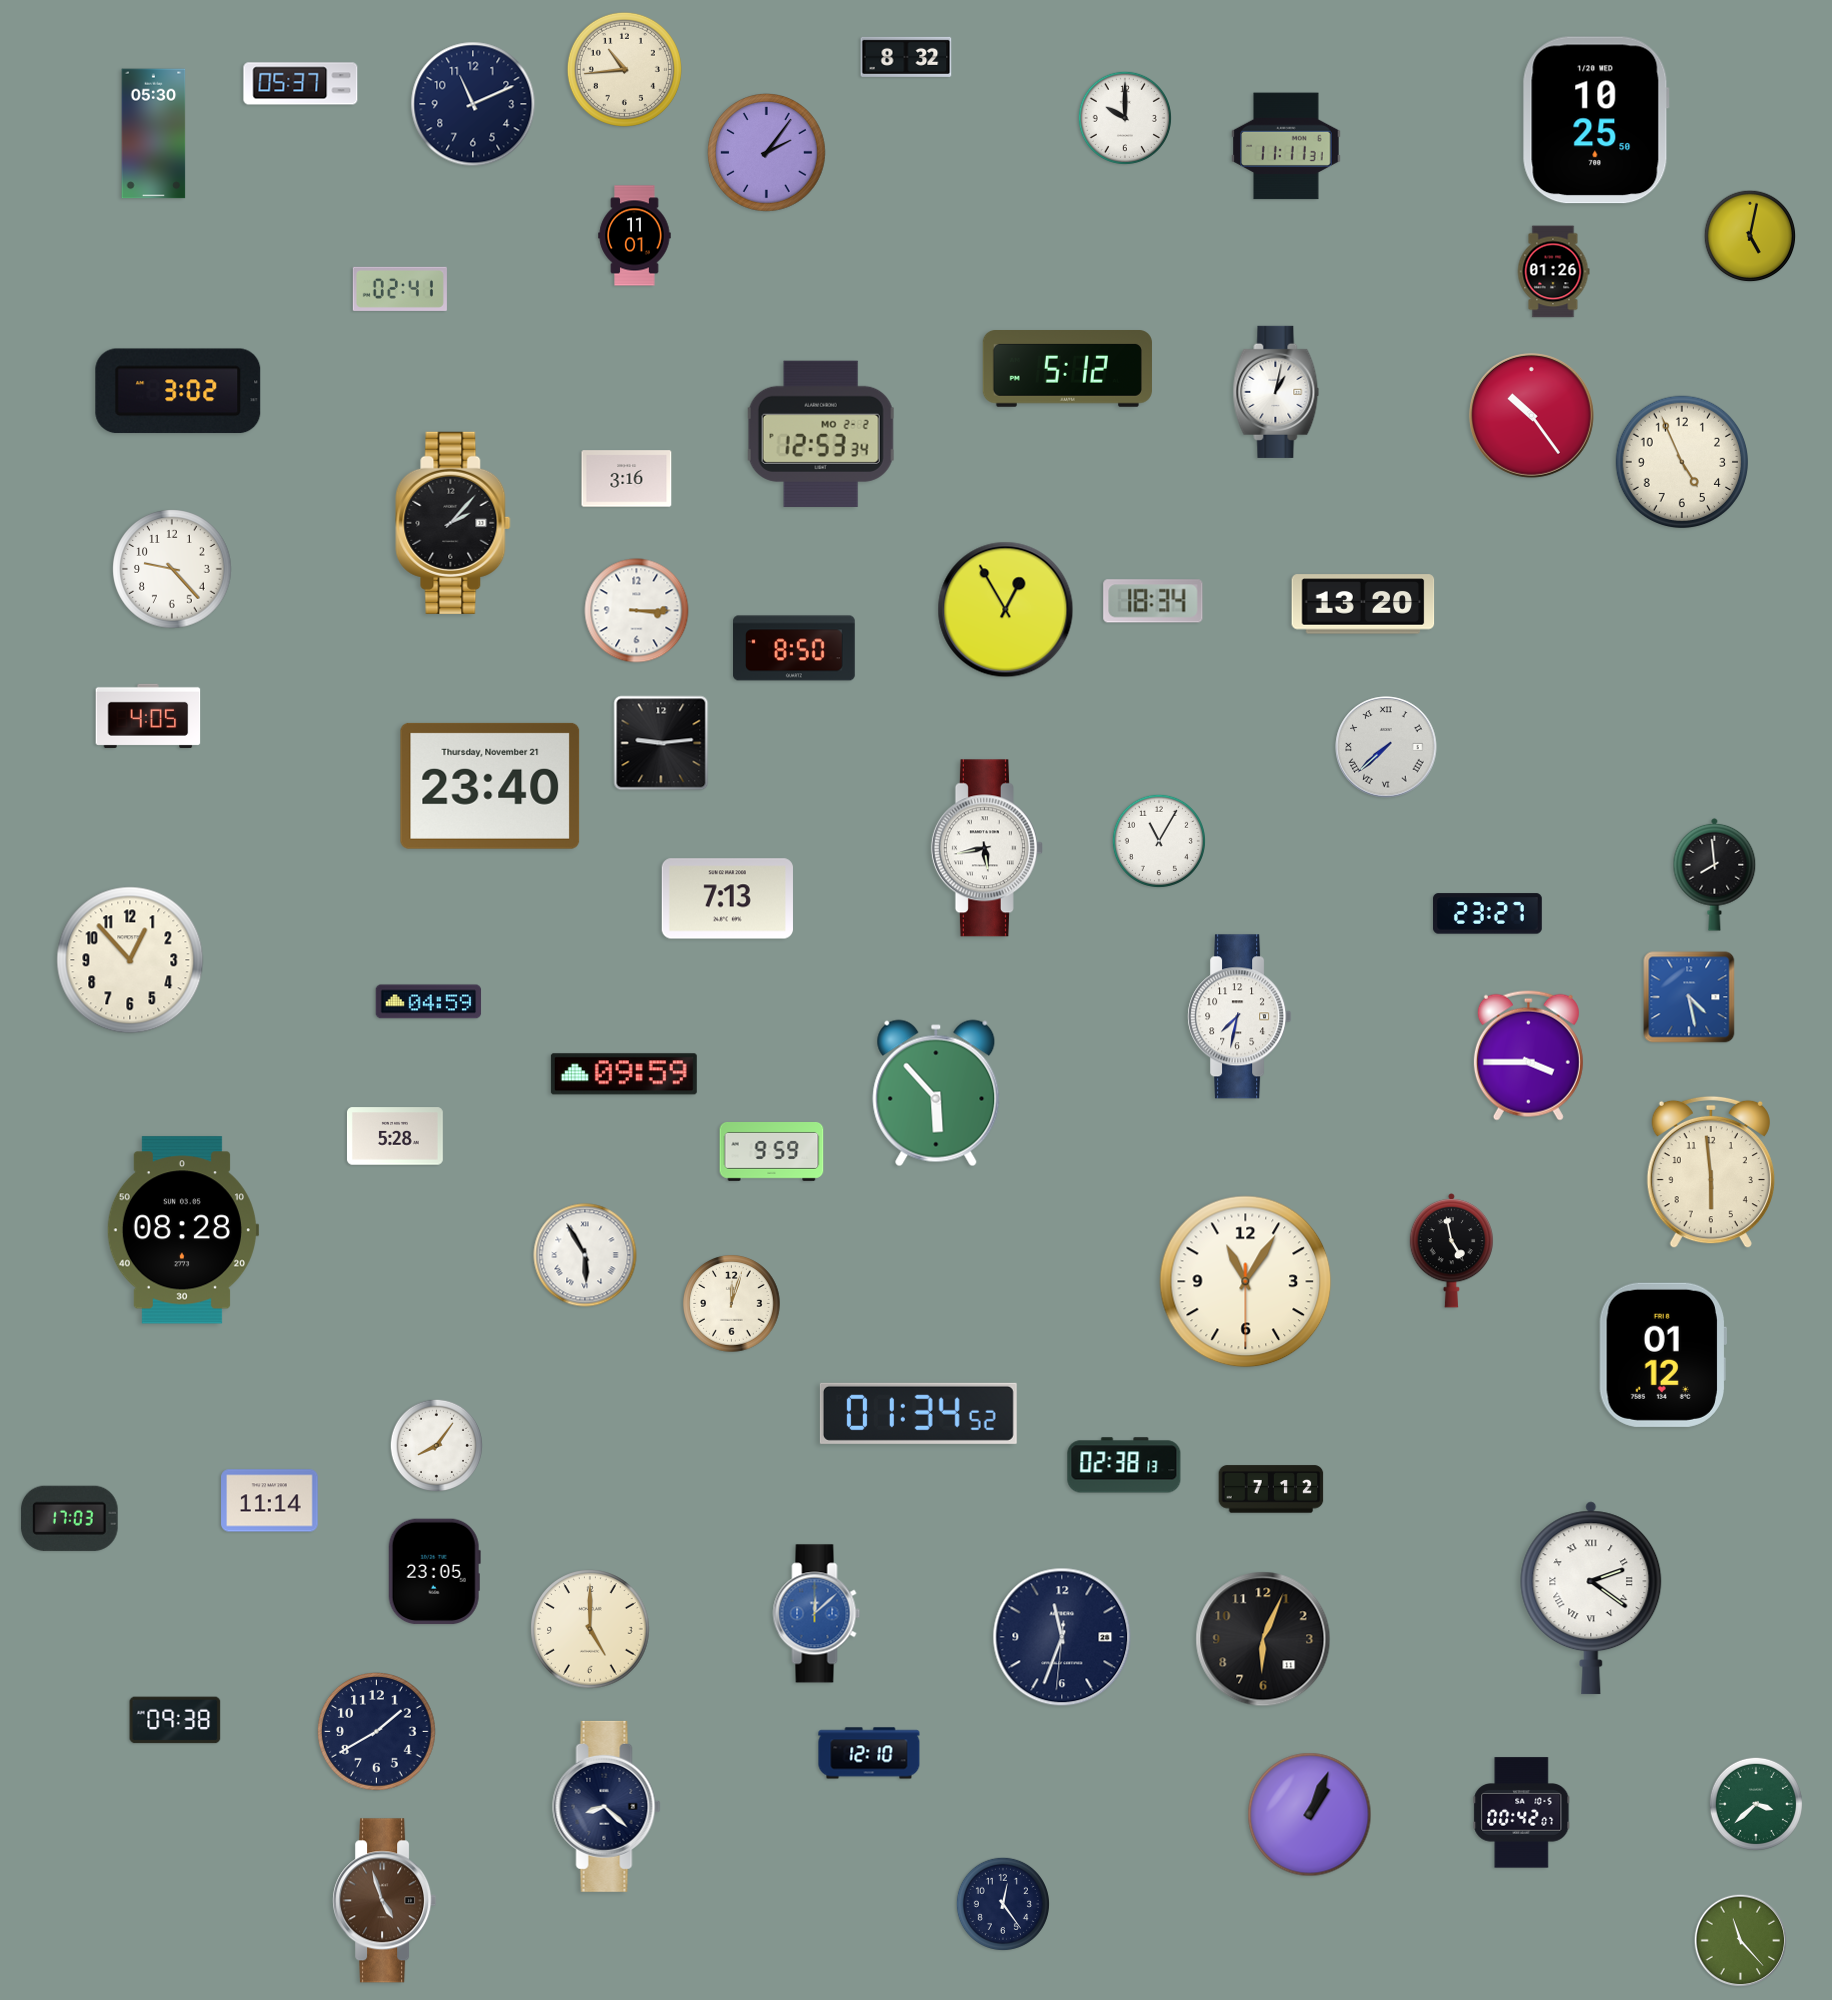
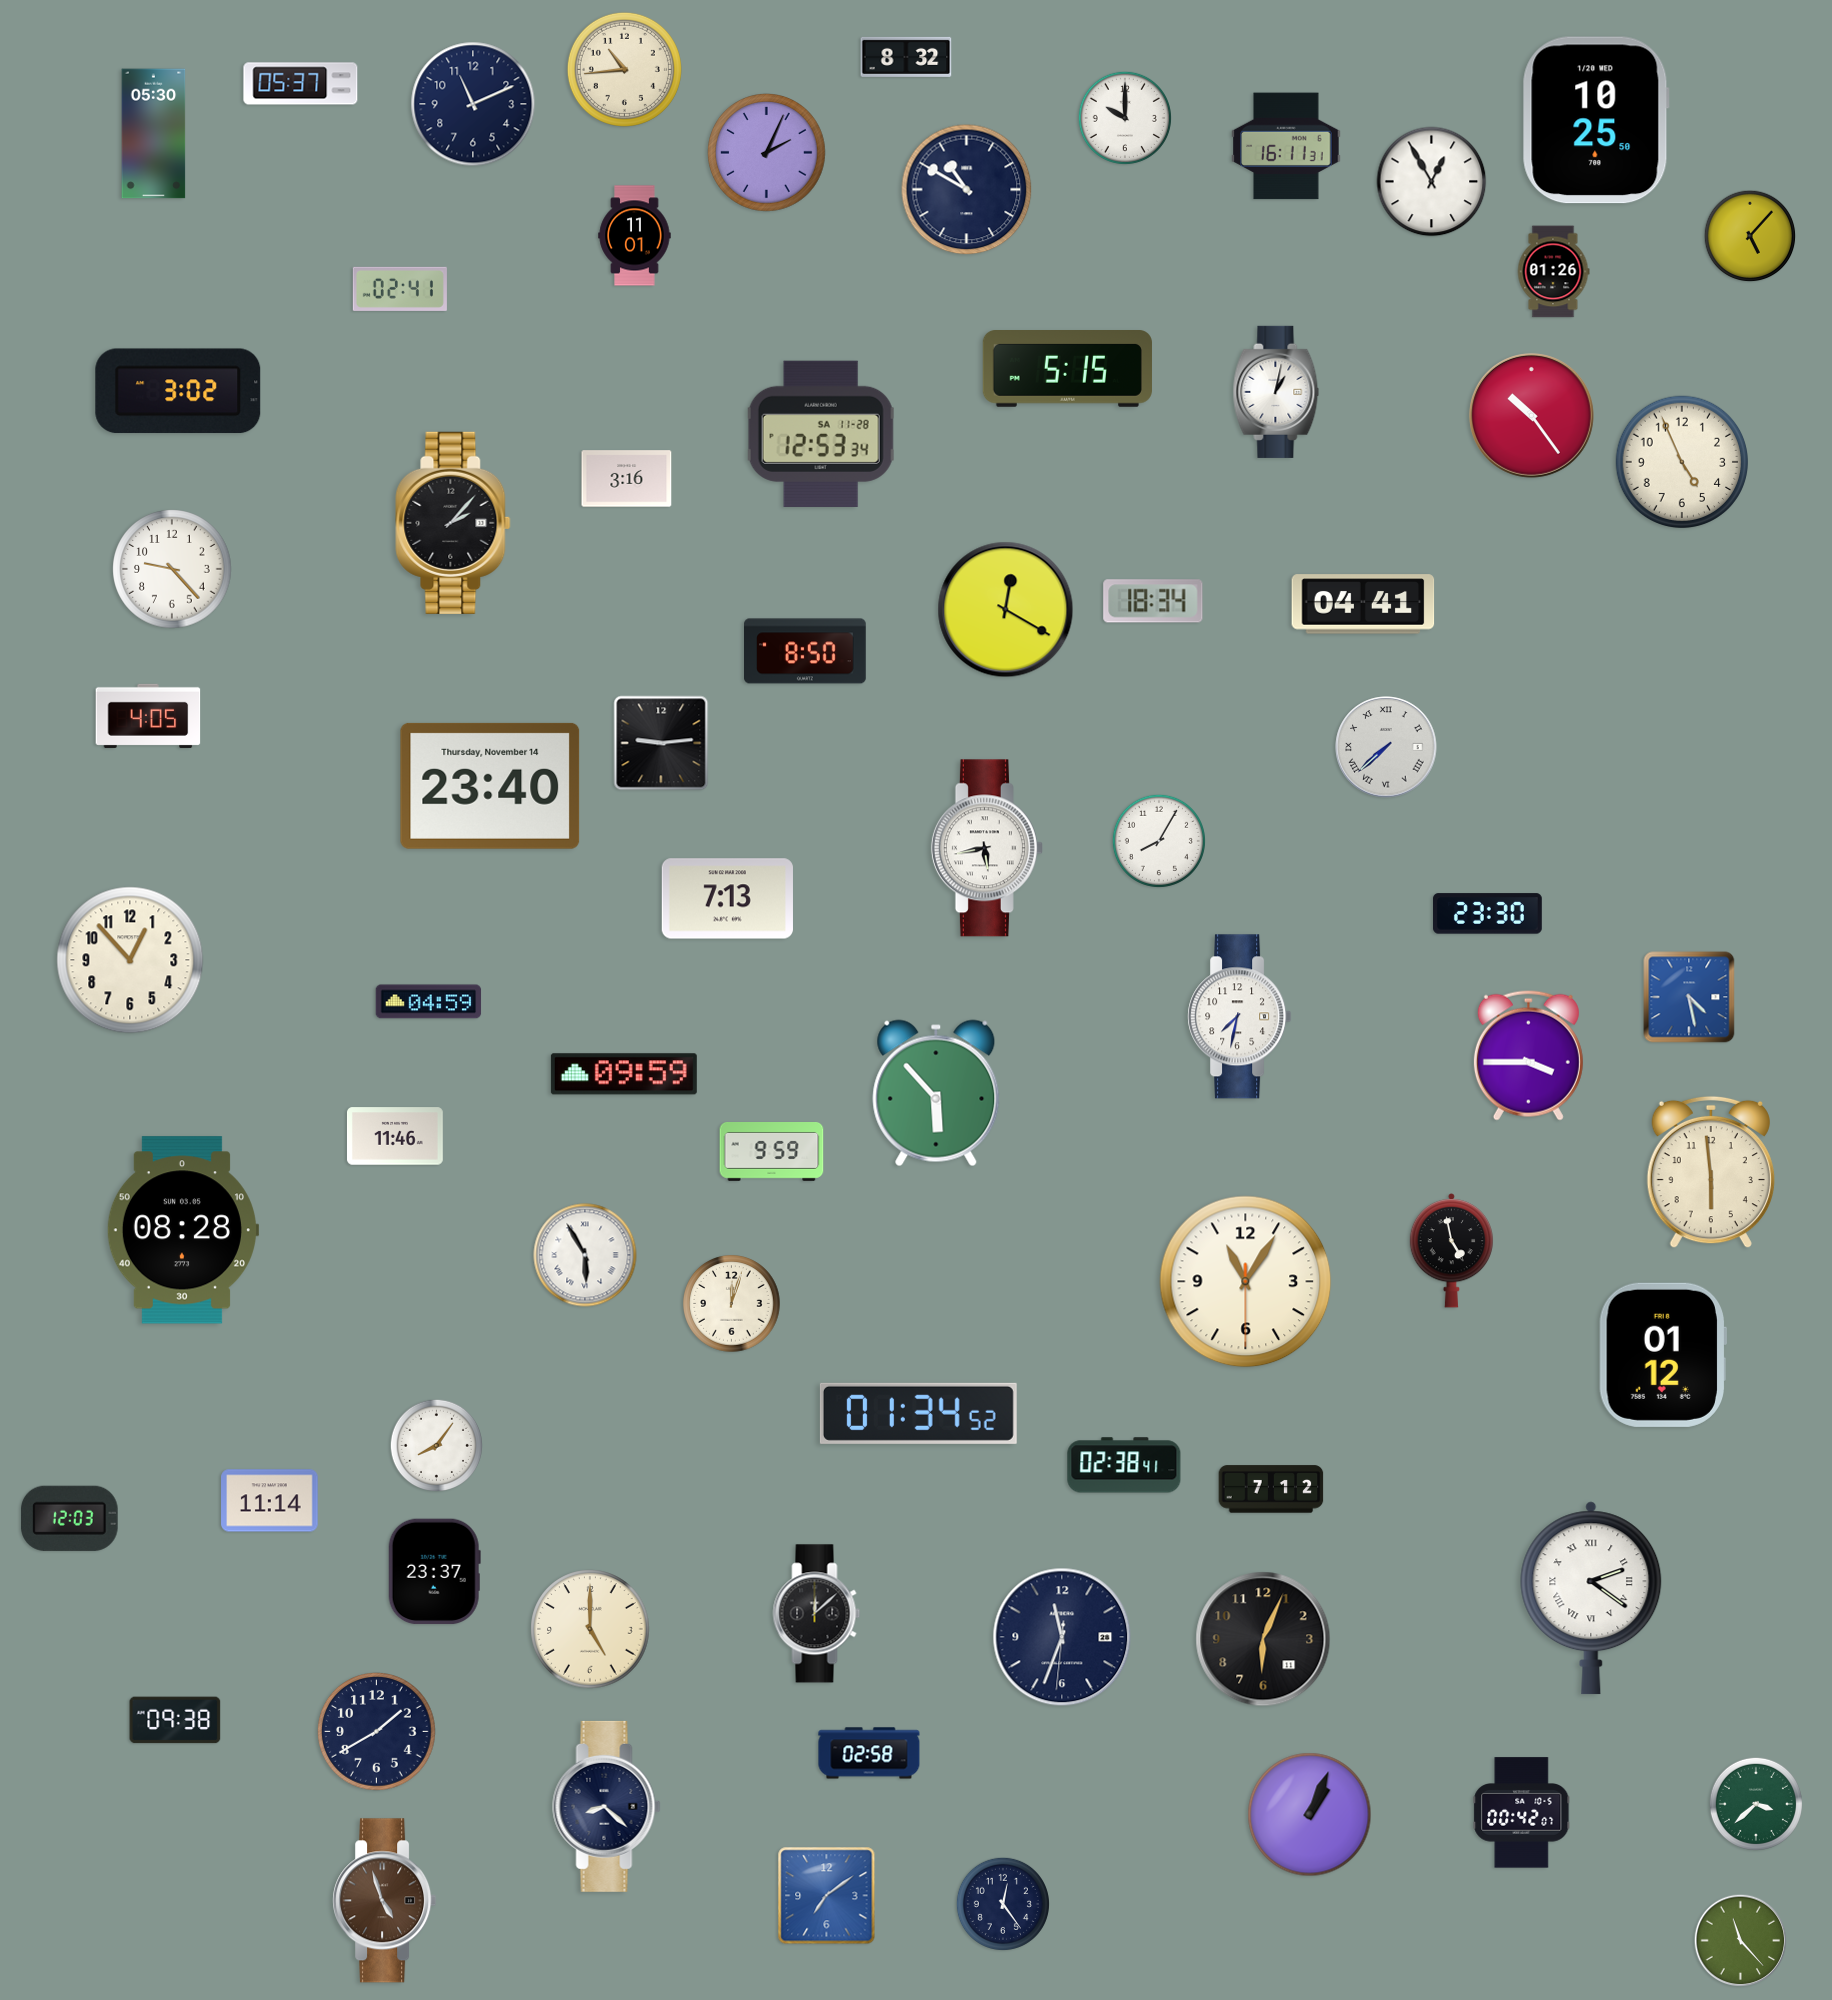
clock at (1286, 146): 11:11 -> 16:11
clock at (767, 153): 2:06 -> 2:04
clock at (1432, 182): none -> 12:55
clock at (967, 190): none -> 10:50
clock at (1750, 236): 5:02 -> 5:07
clock at (1067, 369): 5:12 -> 5:15
clock at (821, 434) date: MO 2-2 -> SA 11-28
clock at (1363, 604): 13:20 -> 04:41
clock at (1006, 610): 12:55 -> 12:20
clock at (637, 611): 3:15 -> none
clock at (795, 648) position: (795, 648) -> (806, 651)
clock at (490, 786) date: Thursday, November 21 -> Thursday, November 14
clock at (1159, 841): 11:05 -> 8:05
clock at (1715, 874): 7:59 -> none
clock at (1488, 914): 23:27 -> 23:30
clock at (395, 1136): 5:28 -> 11:46
clock at (1124, 1465): 02:38:13 -> 02:38:41
clock at (69, 1518): 17:03 -> 12:03
clock at (434, 1572): 23:05 -> 23:37
clock at (817, 1614) dial: blue -> black
clock at (869, 1753): 12:10 -> 02:58
clock at (827, 1896): none -> 7:09
